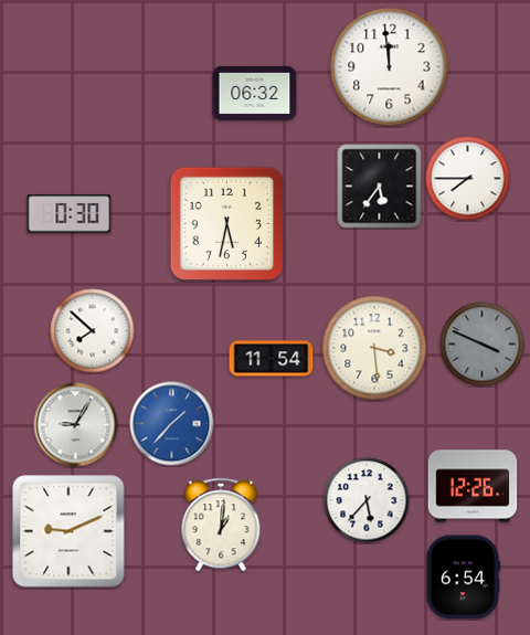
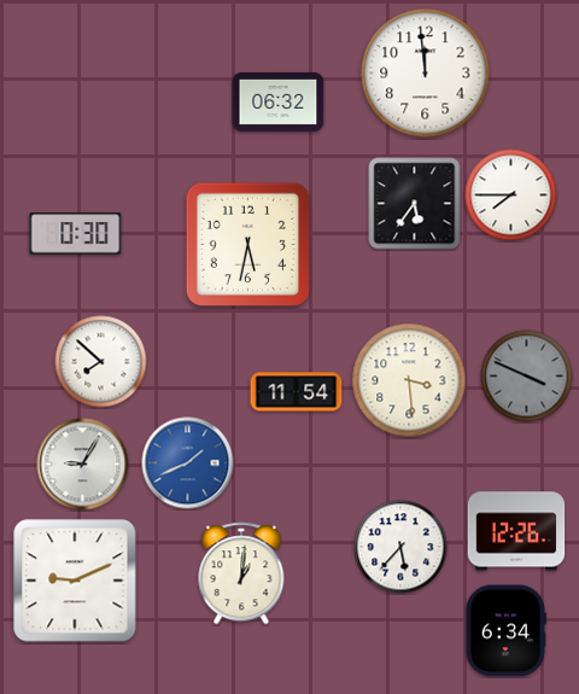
clock at (172, 424): 1:37 -> 1:41
clock at (463, 578): 6:54 -> 6:34
